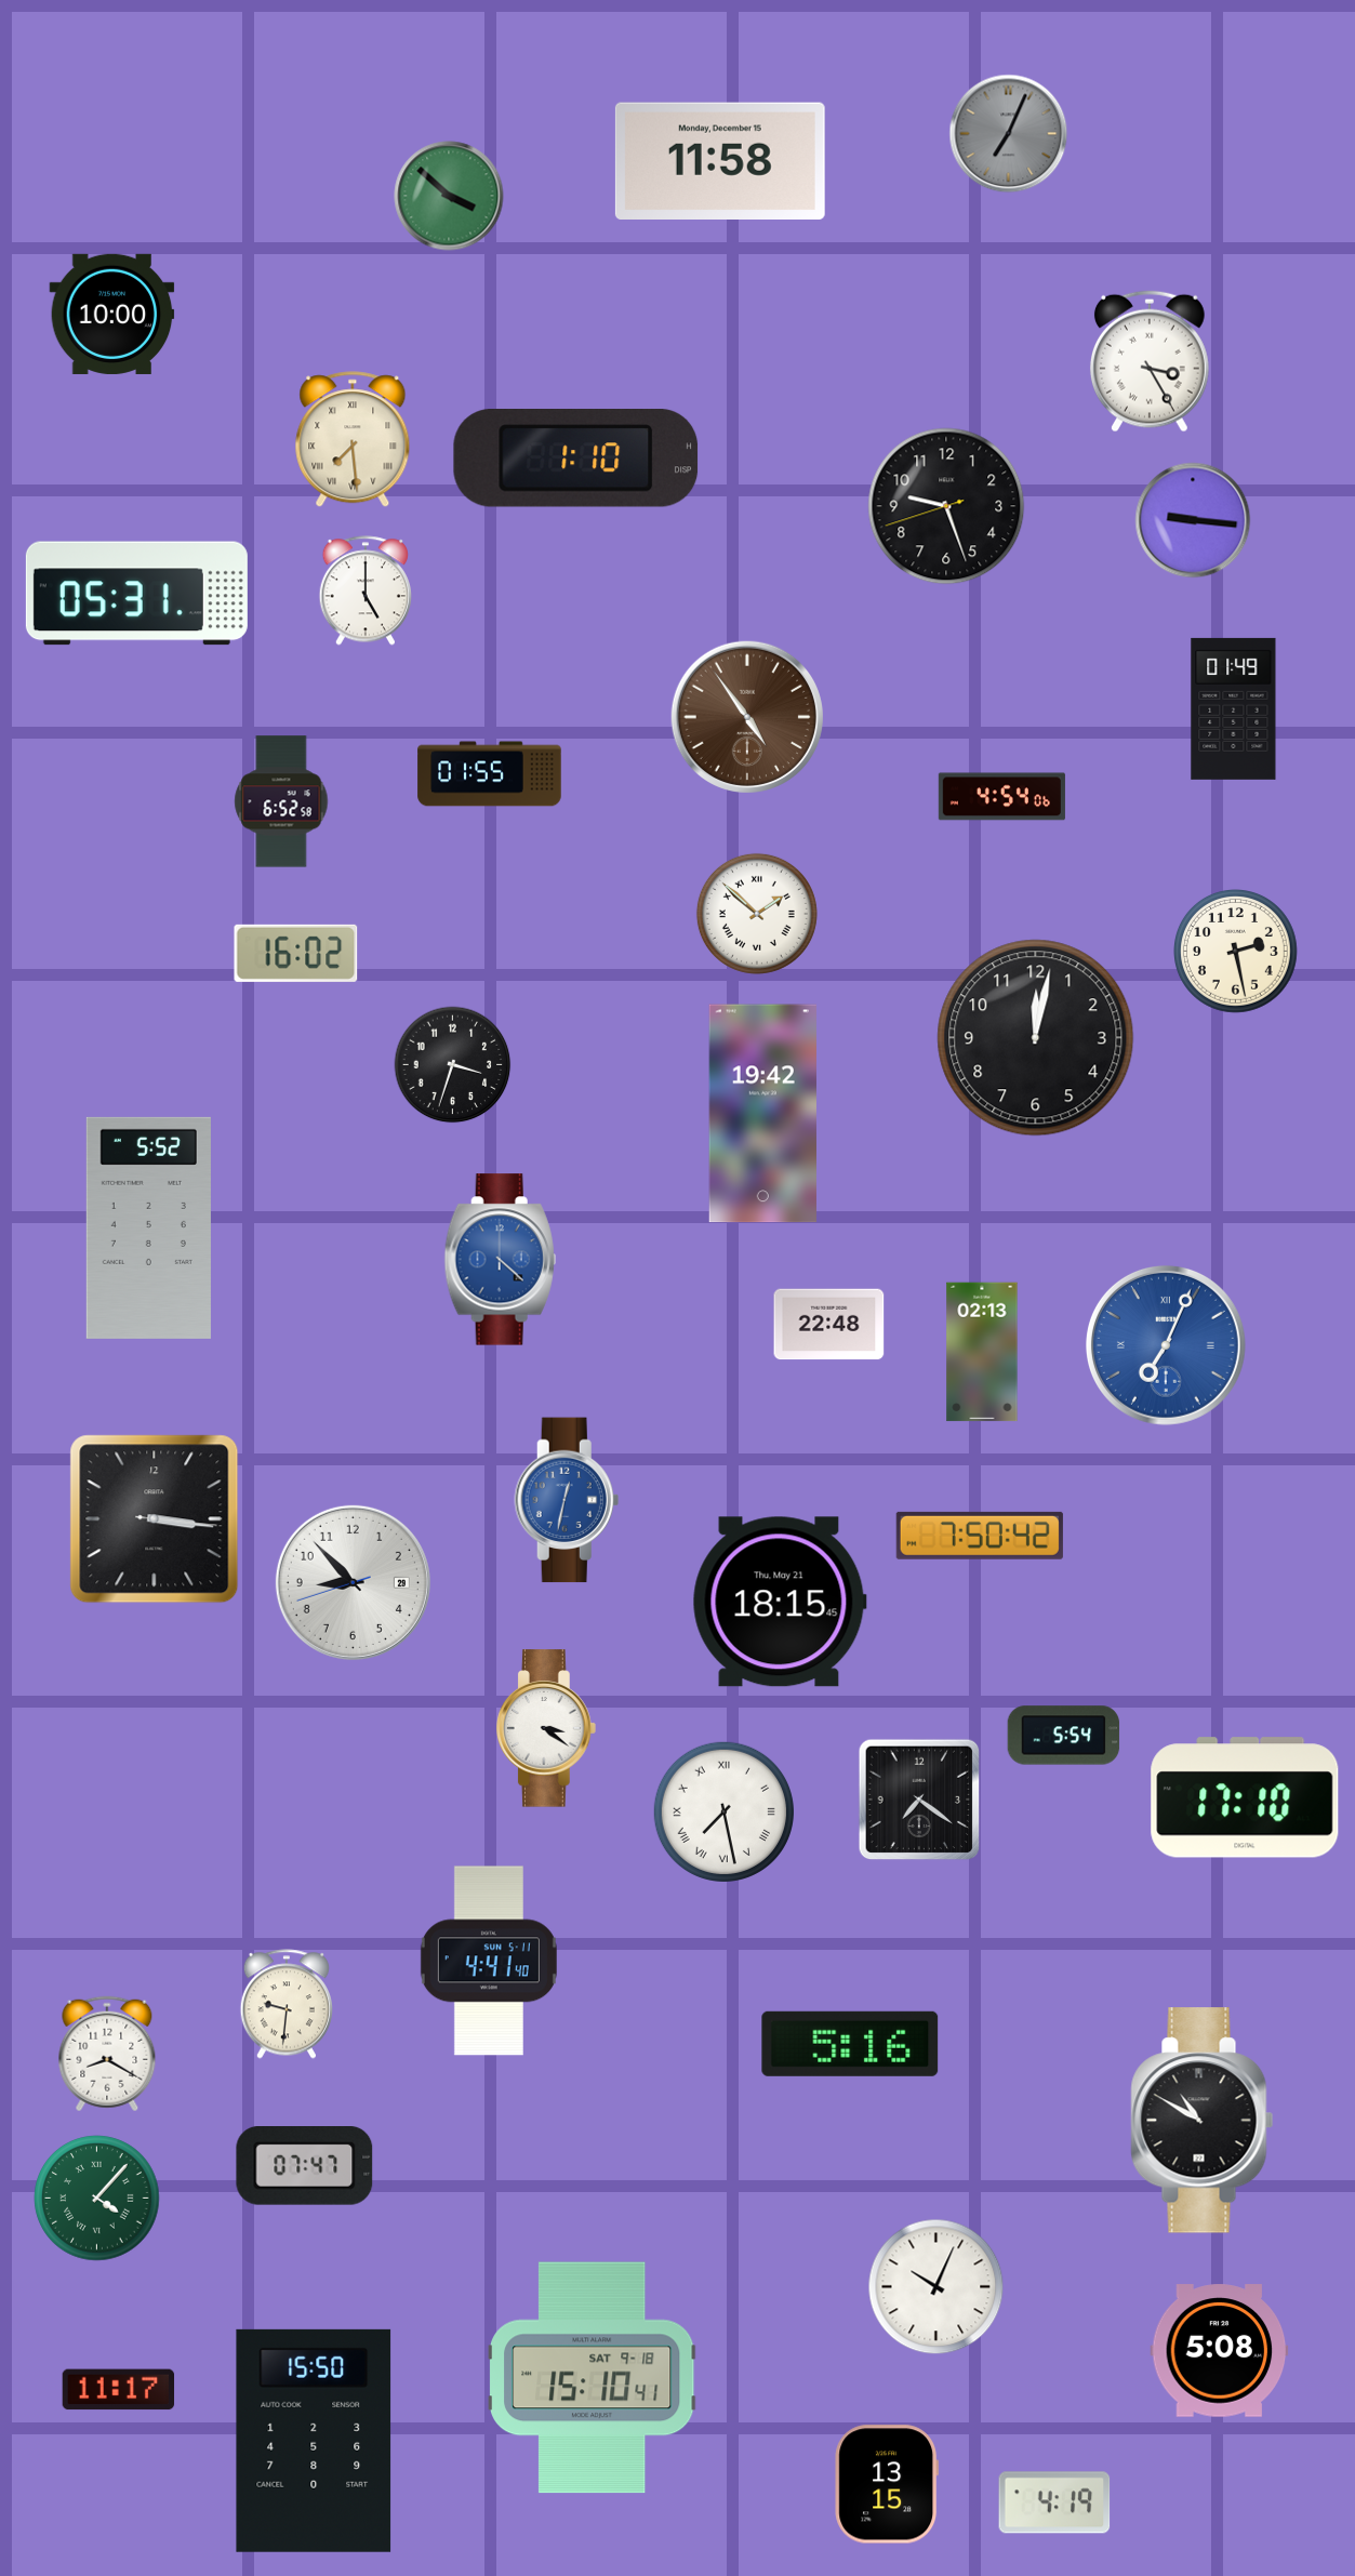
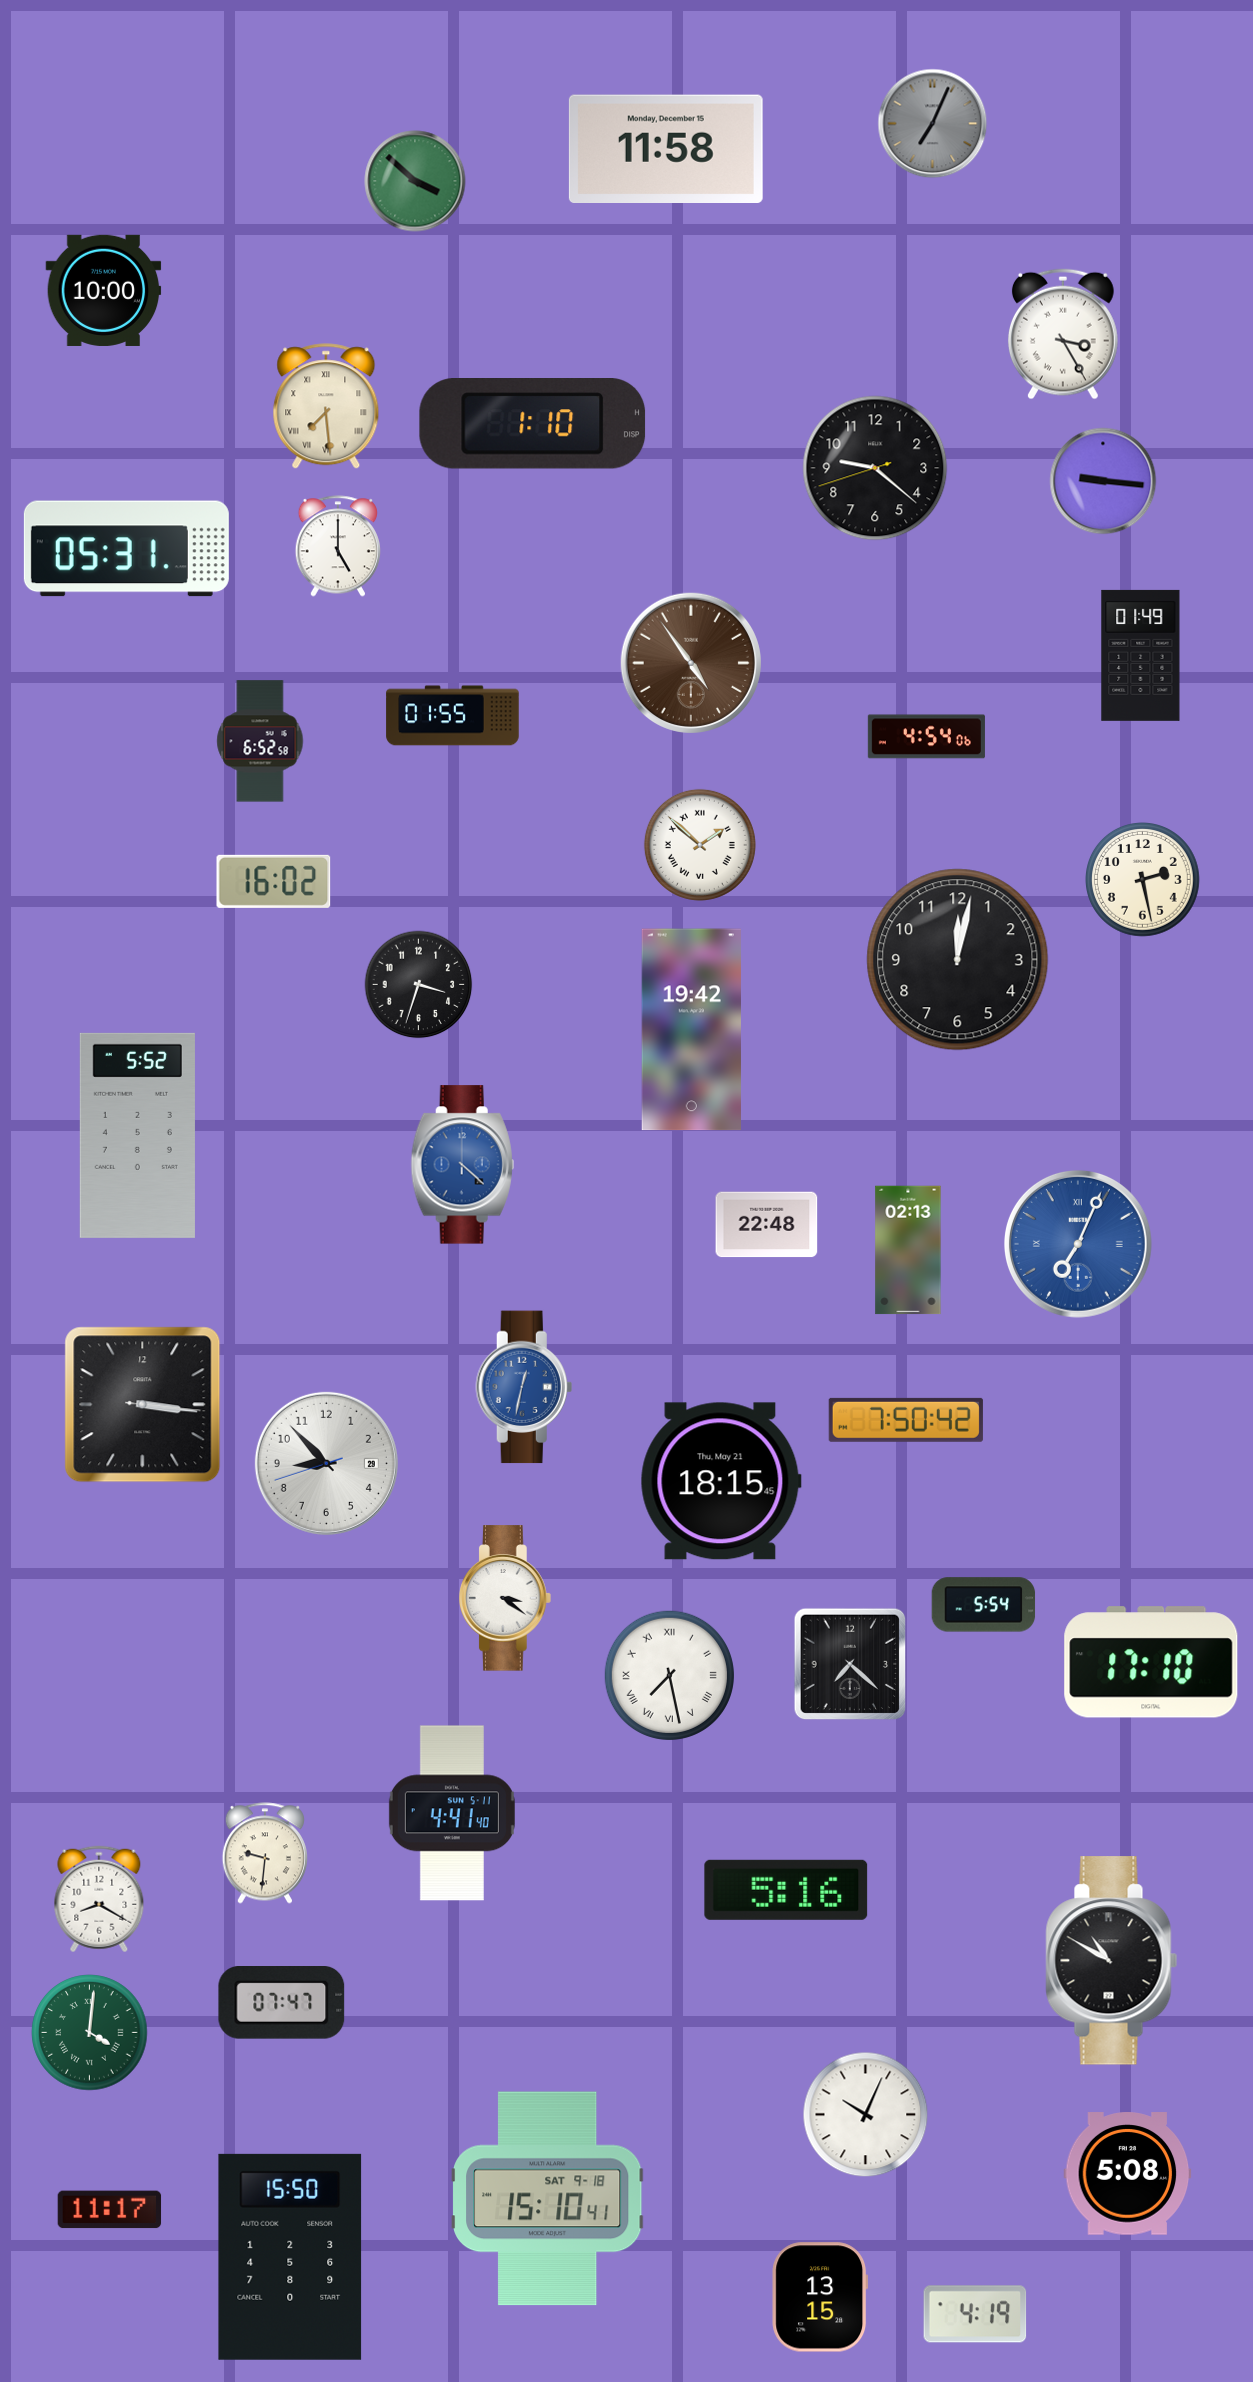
clock at (946, 506): 9:26 -> 9:21
clock at (762, 1114) position: (762, 1114) -> (691, 1030)
clock at (919, 1800): 7:21 -> 7:22
clock at (97, 2199): 4:07 -> 4:01
